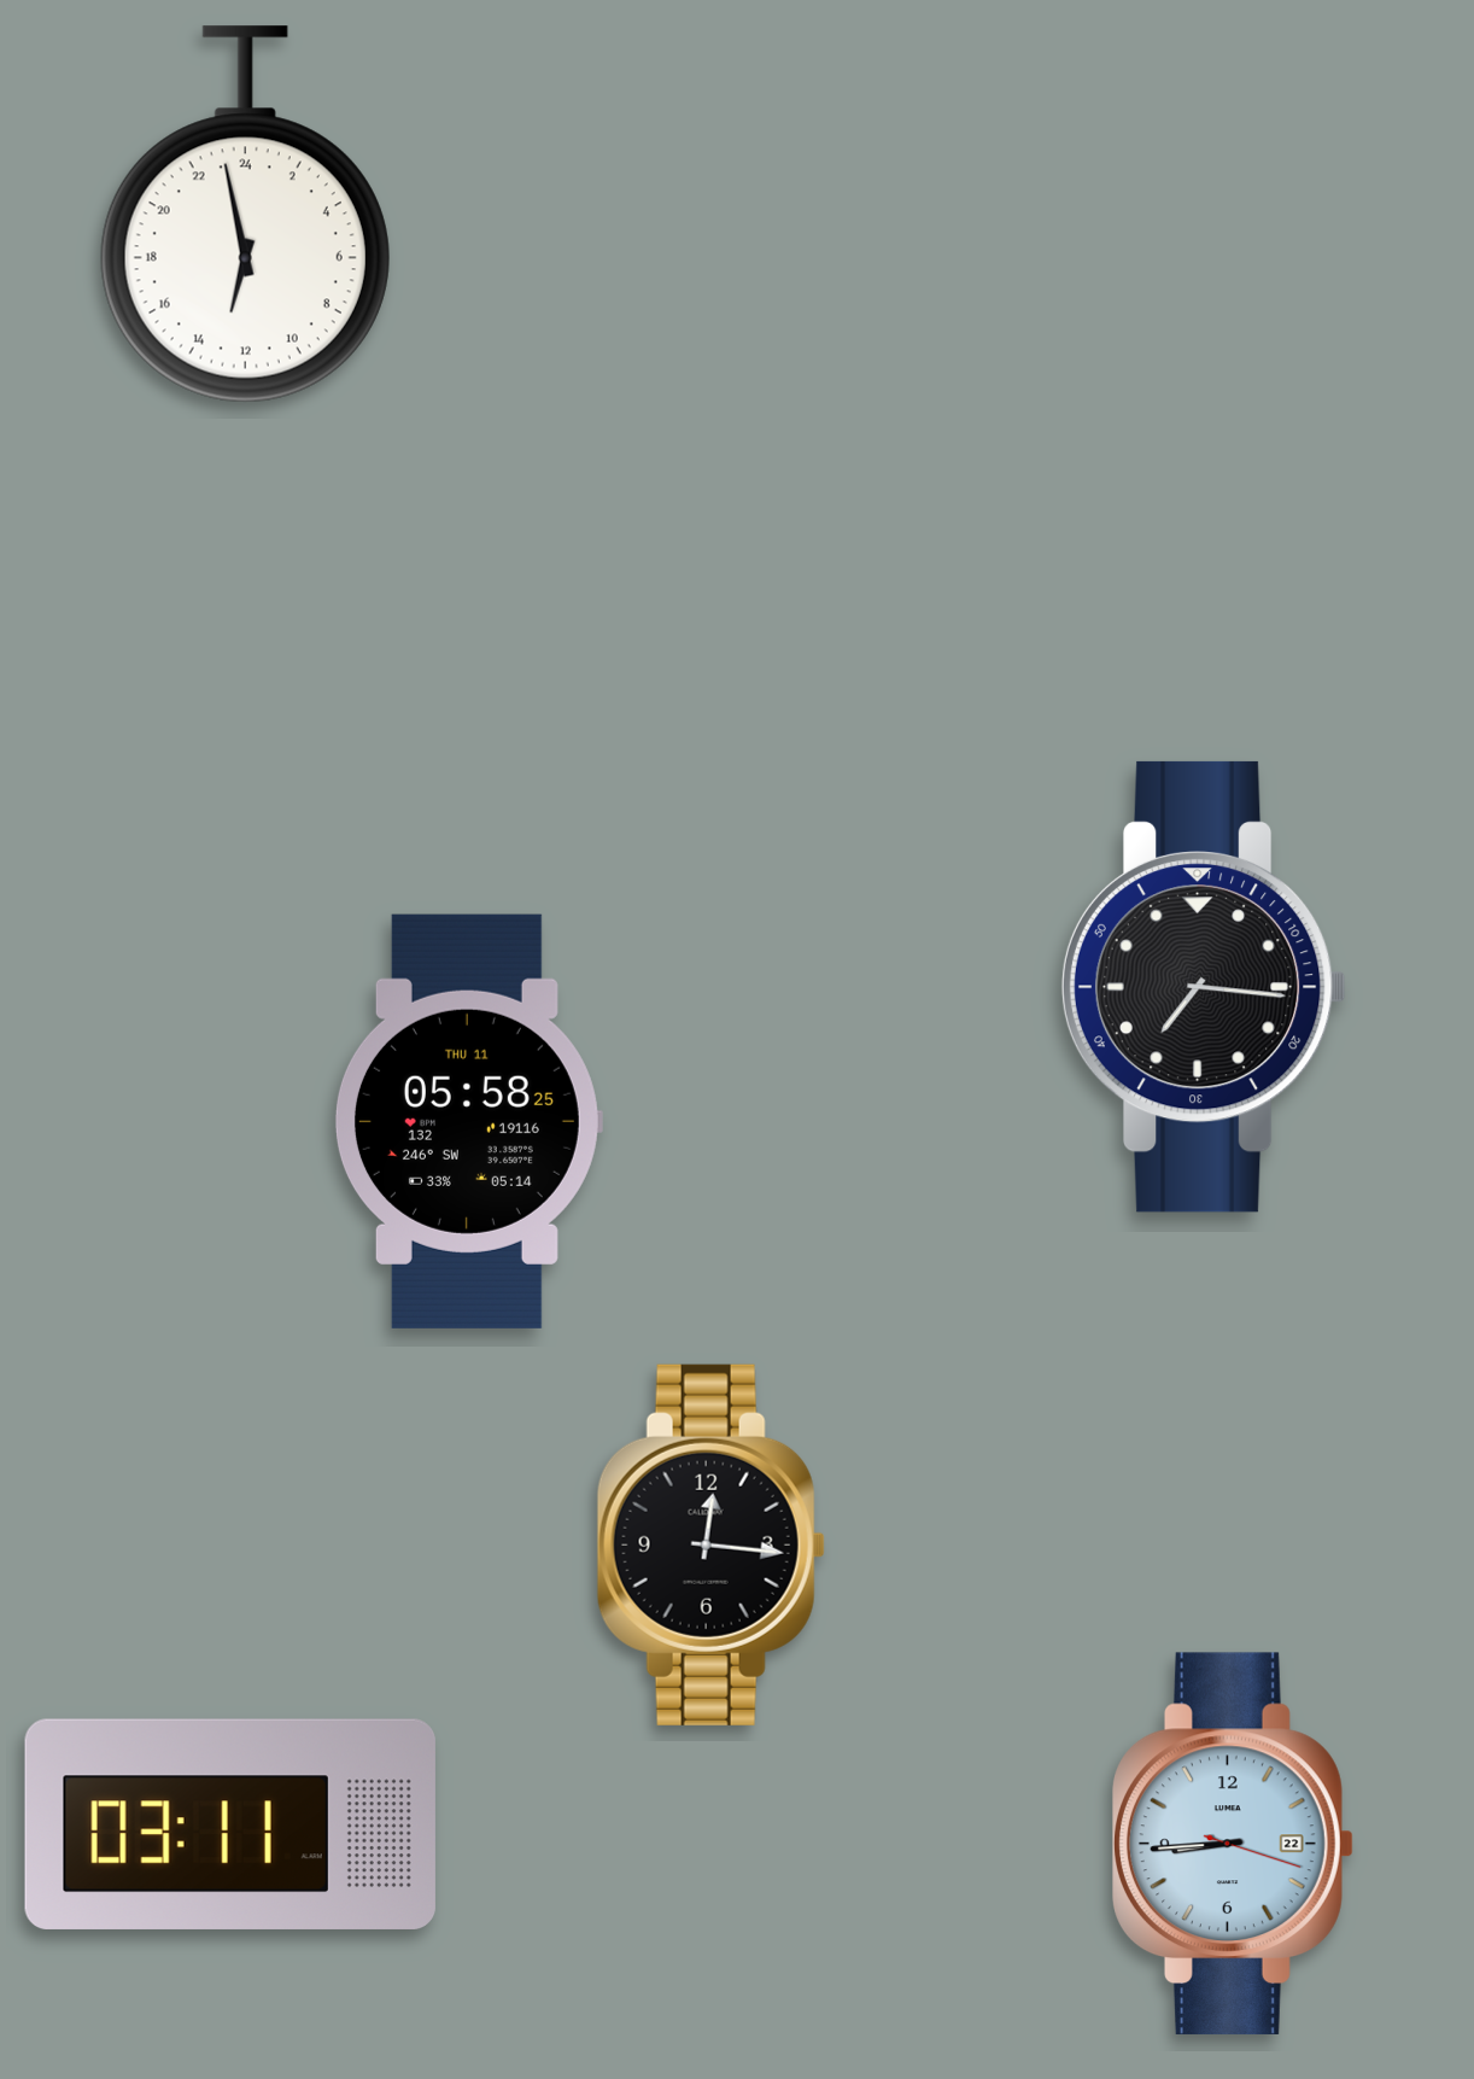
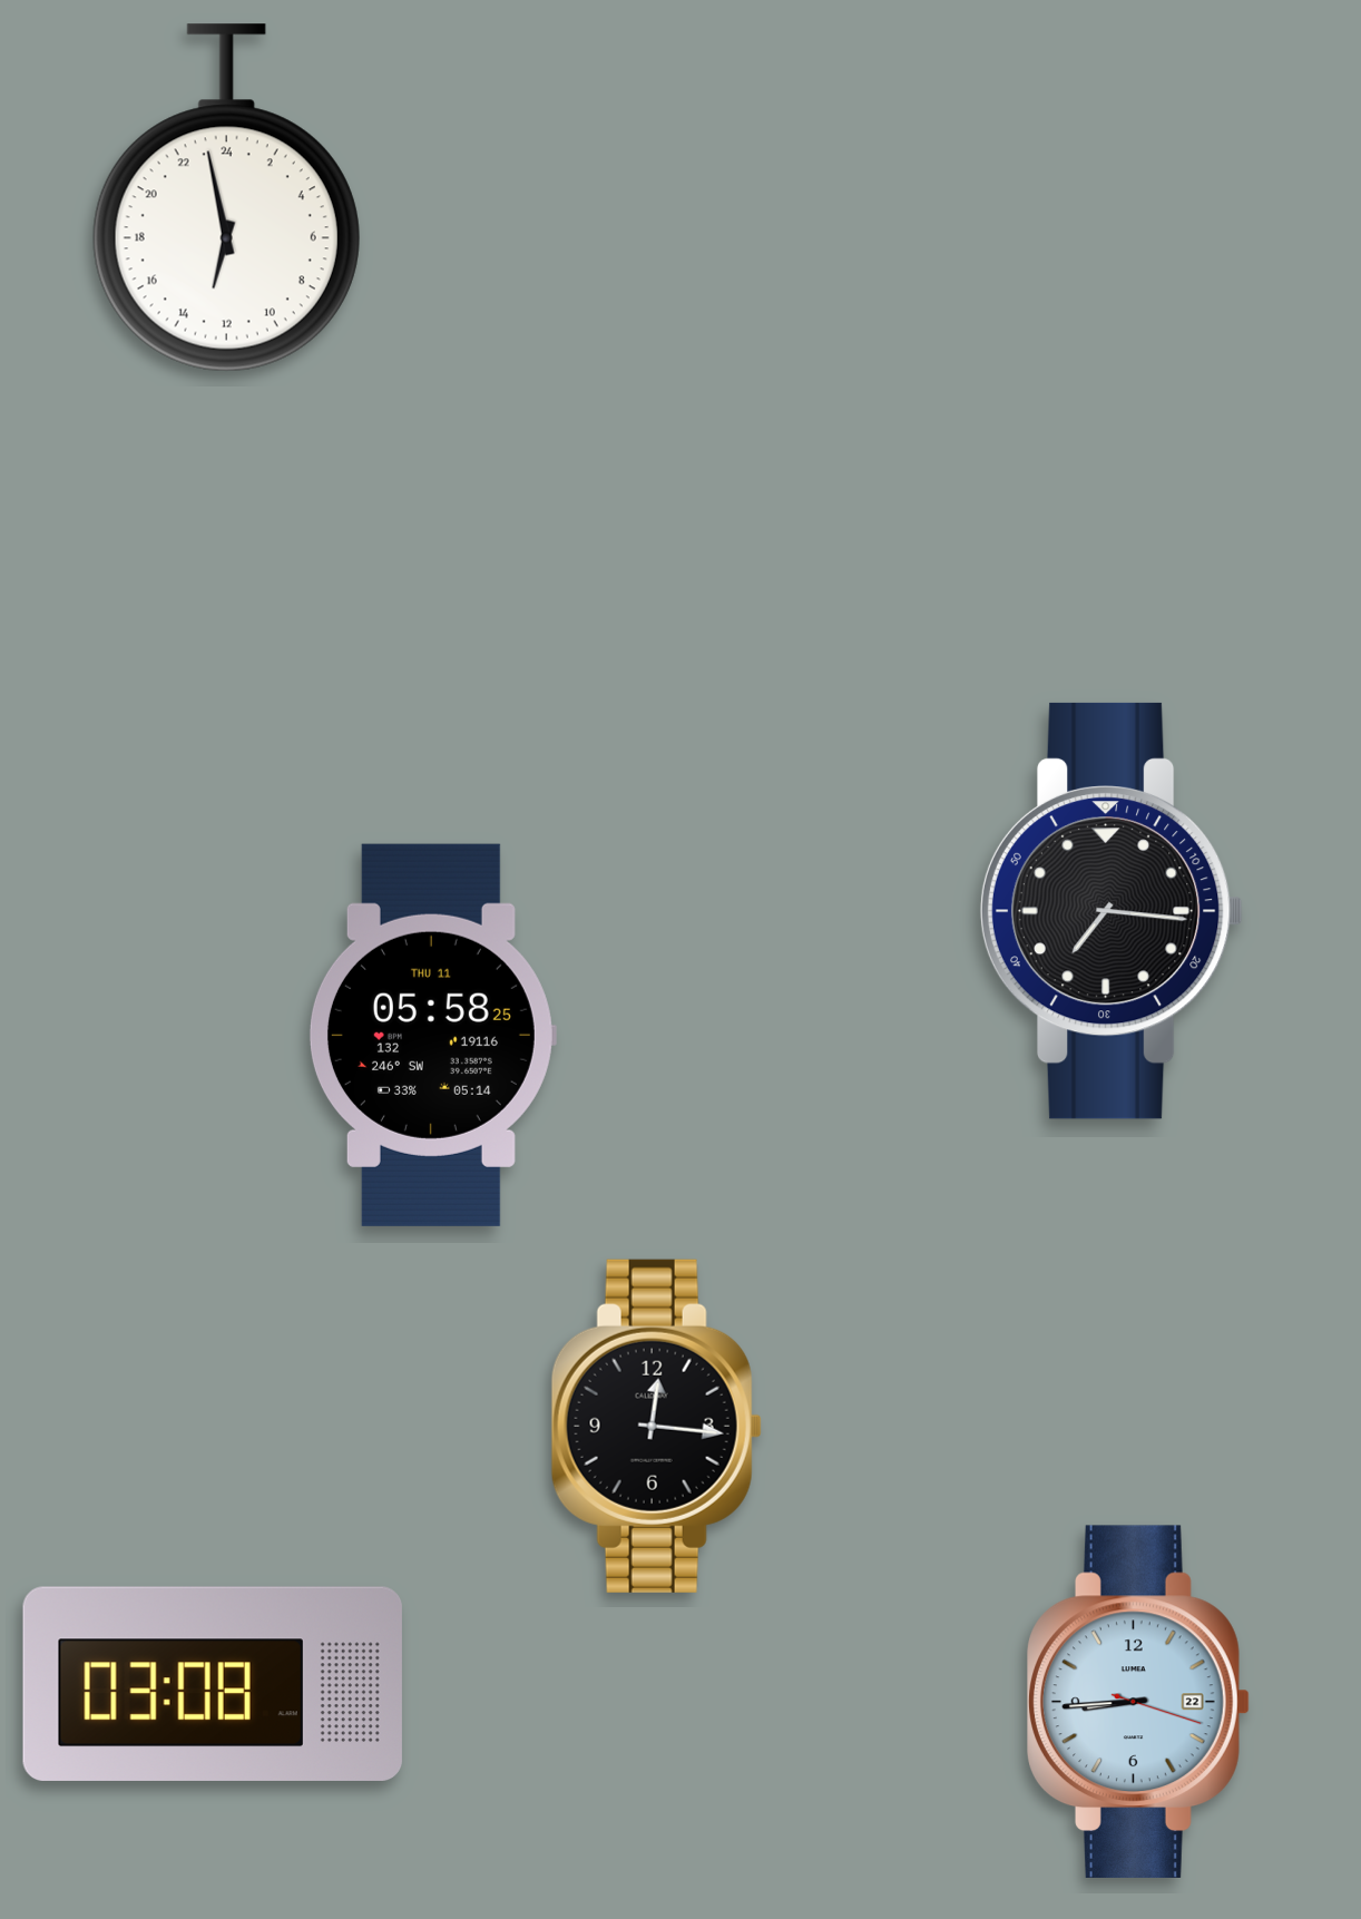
clock at (230, 1824): 03:11 -> 03:08
